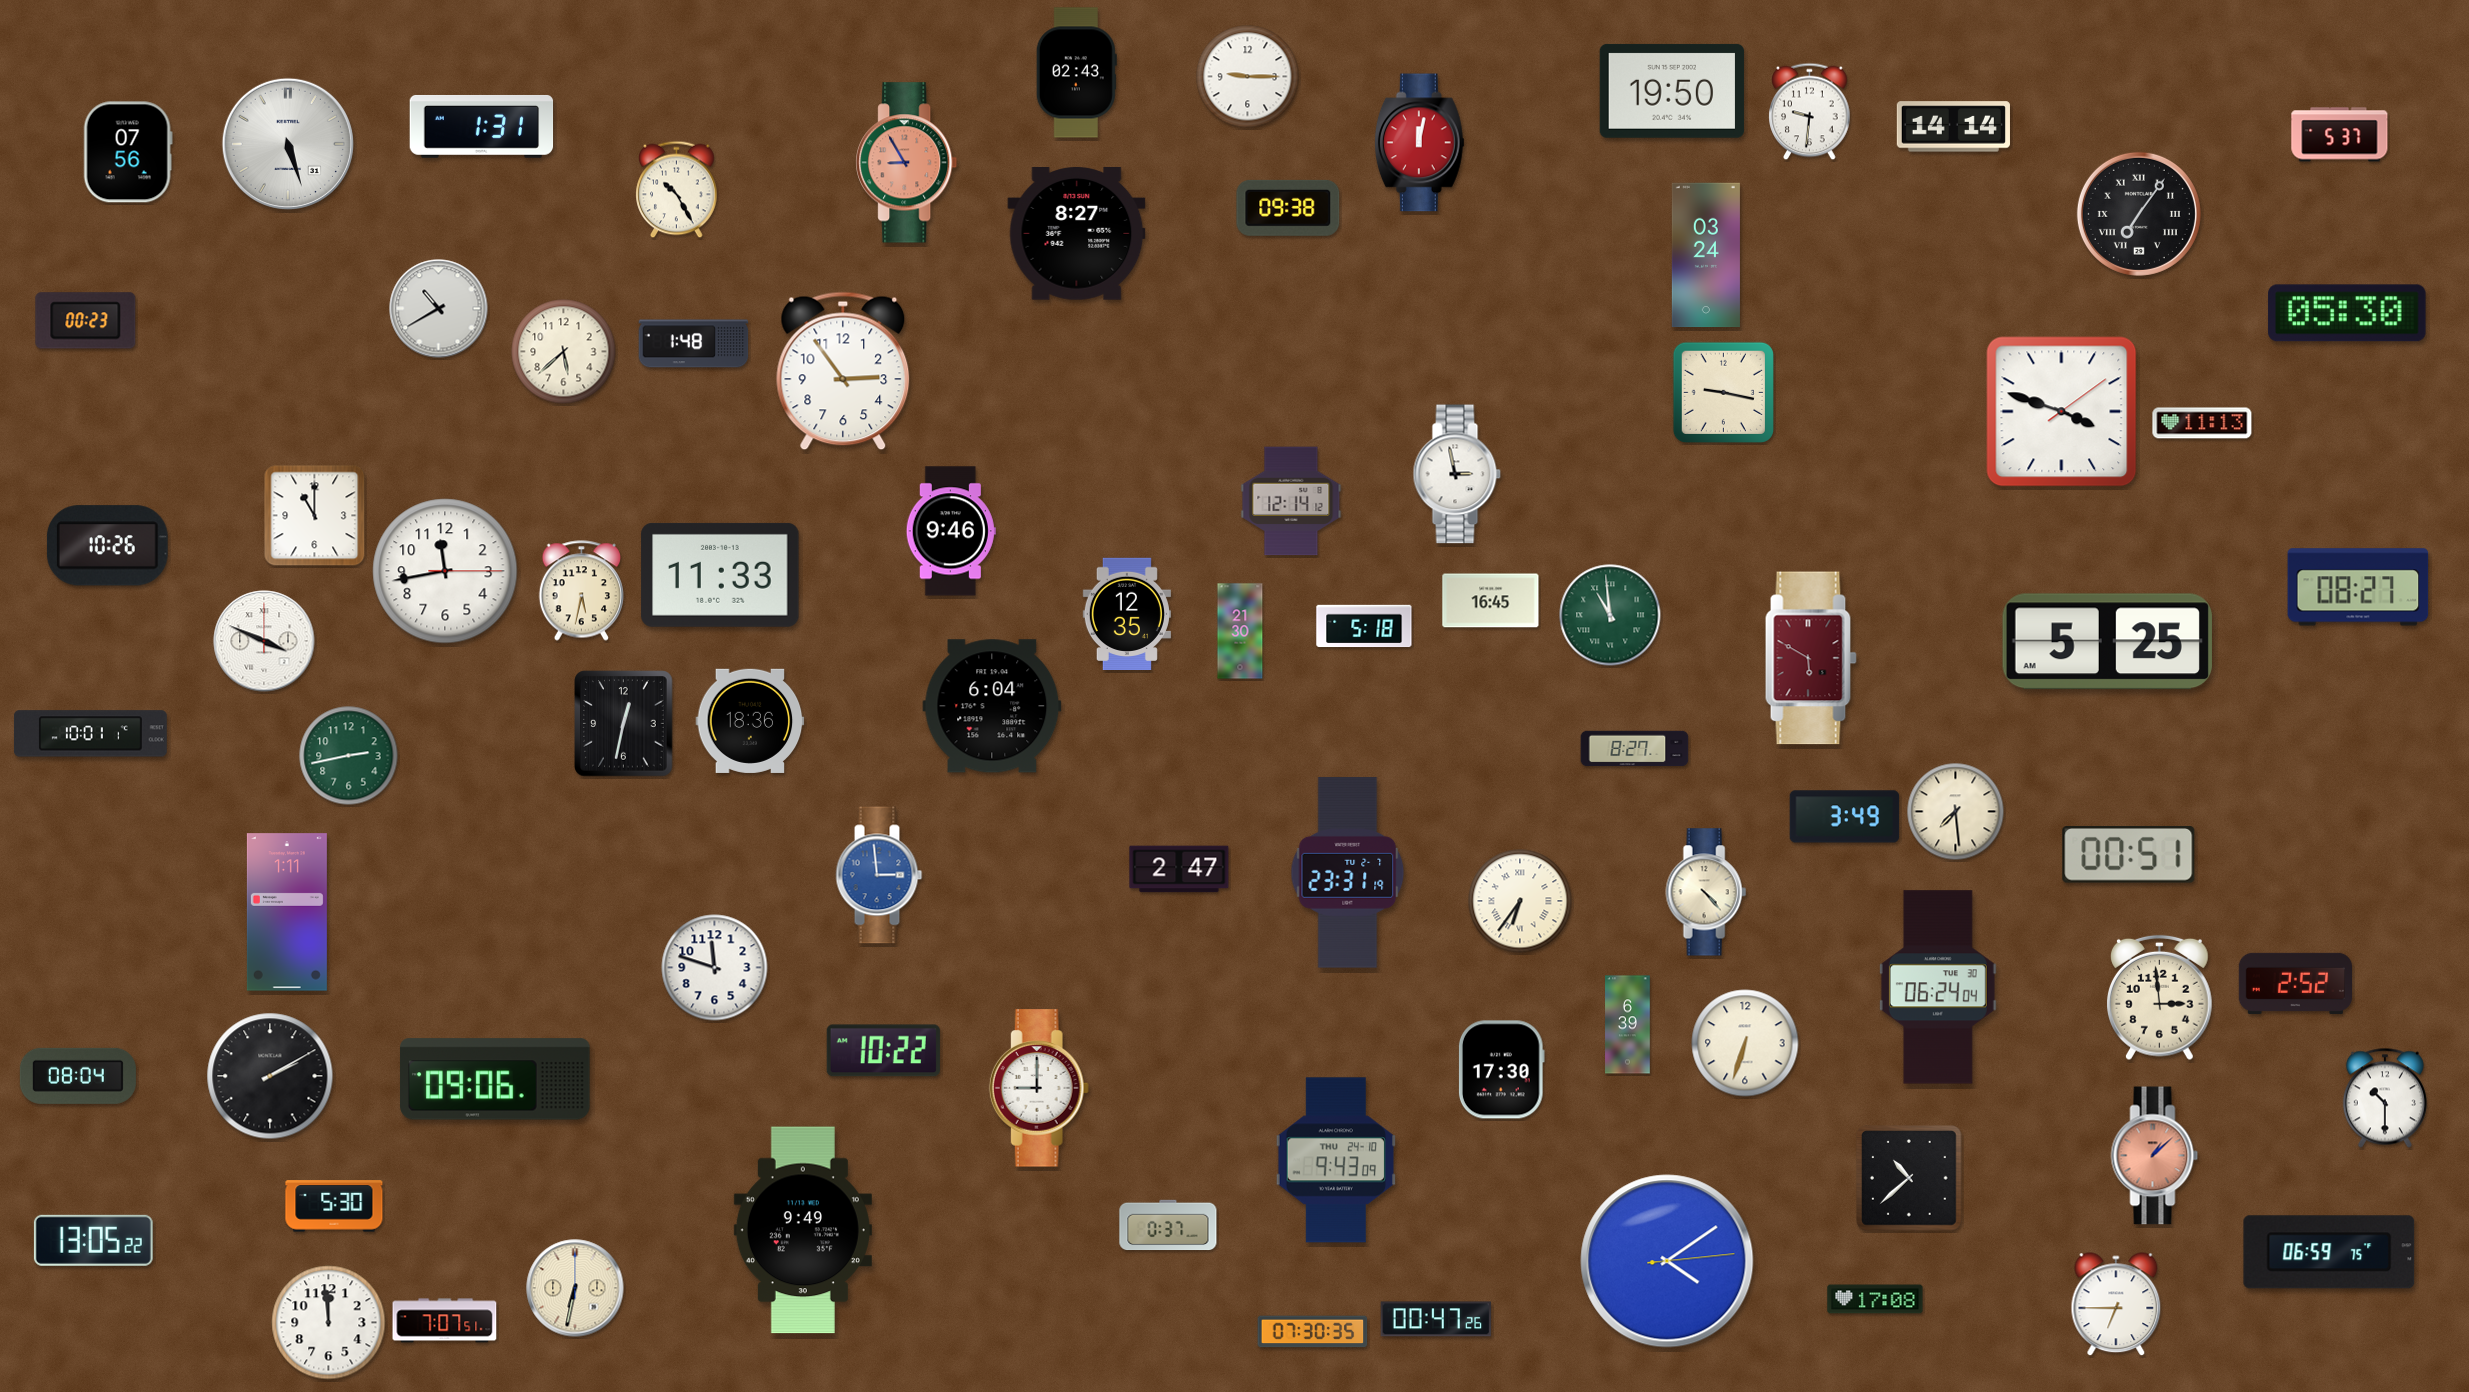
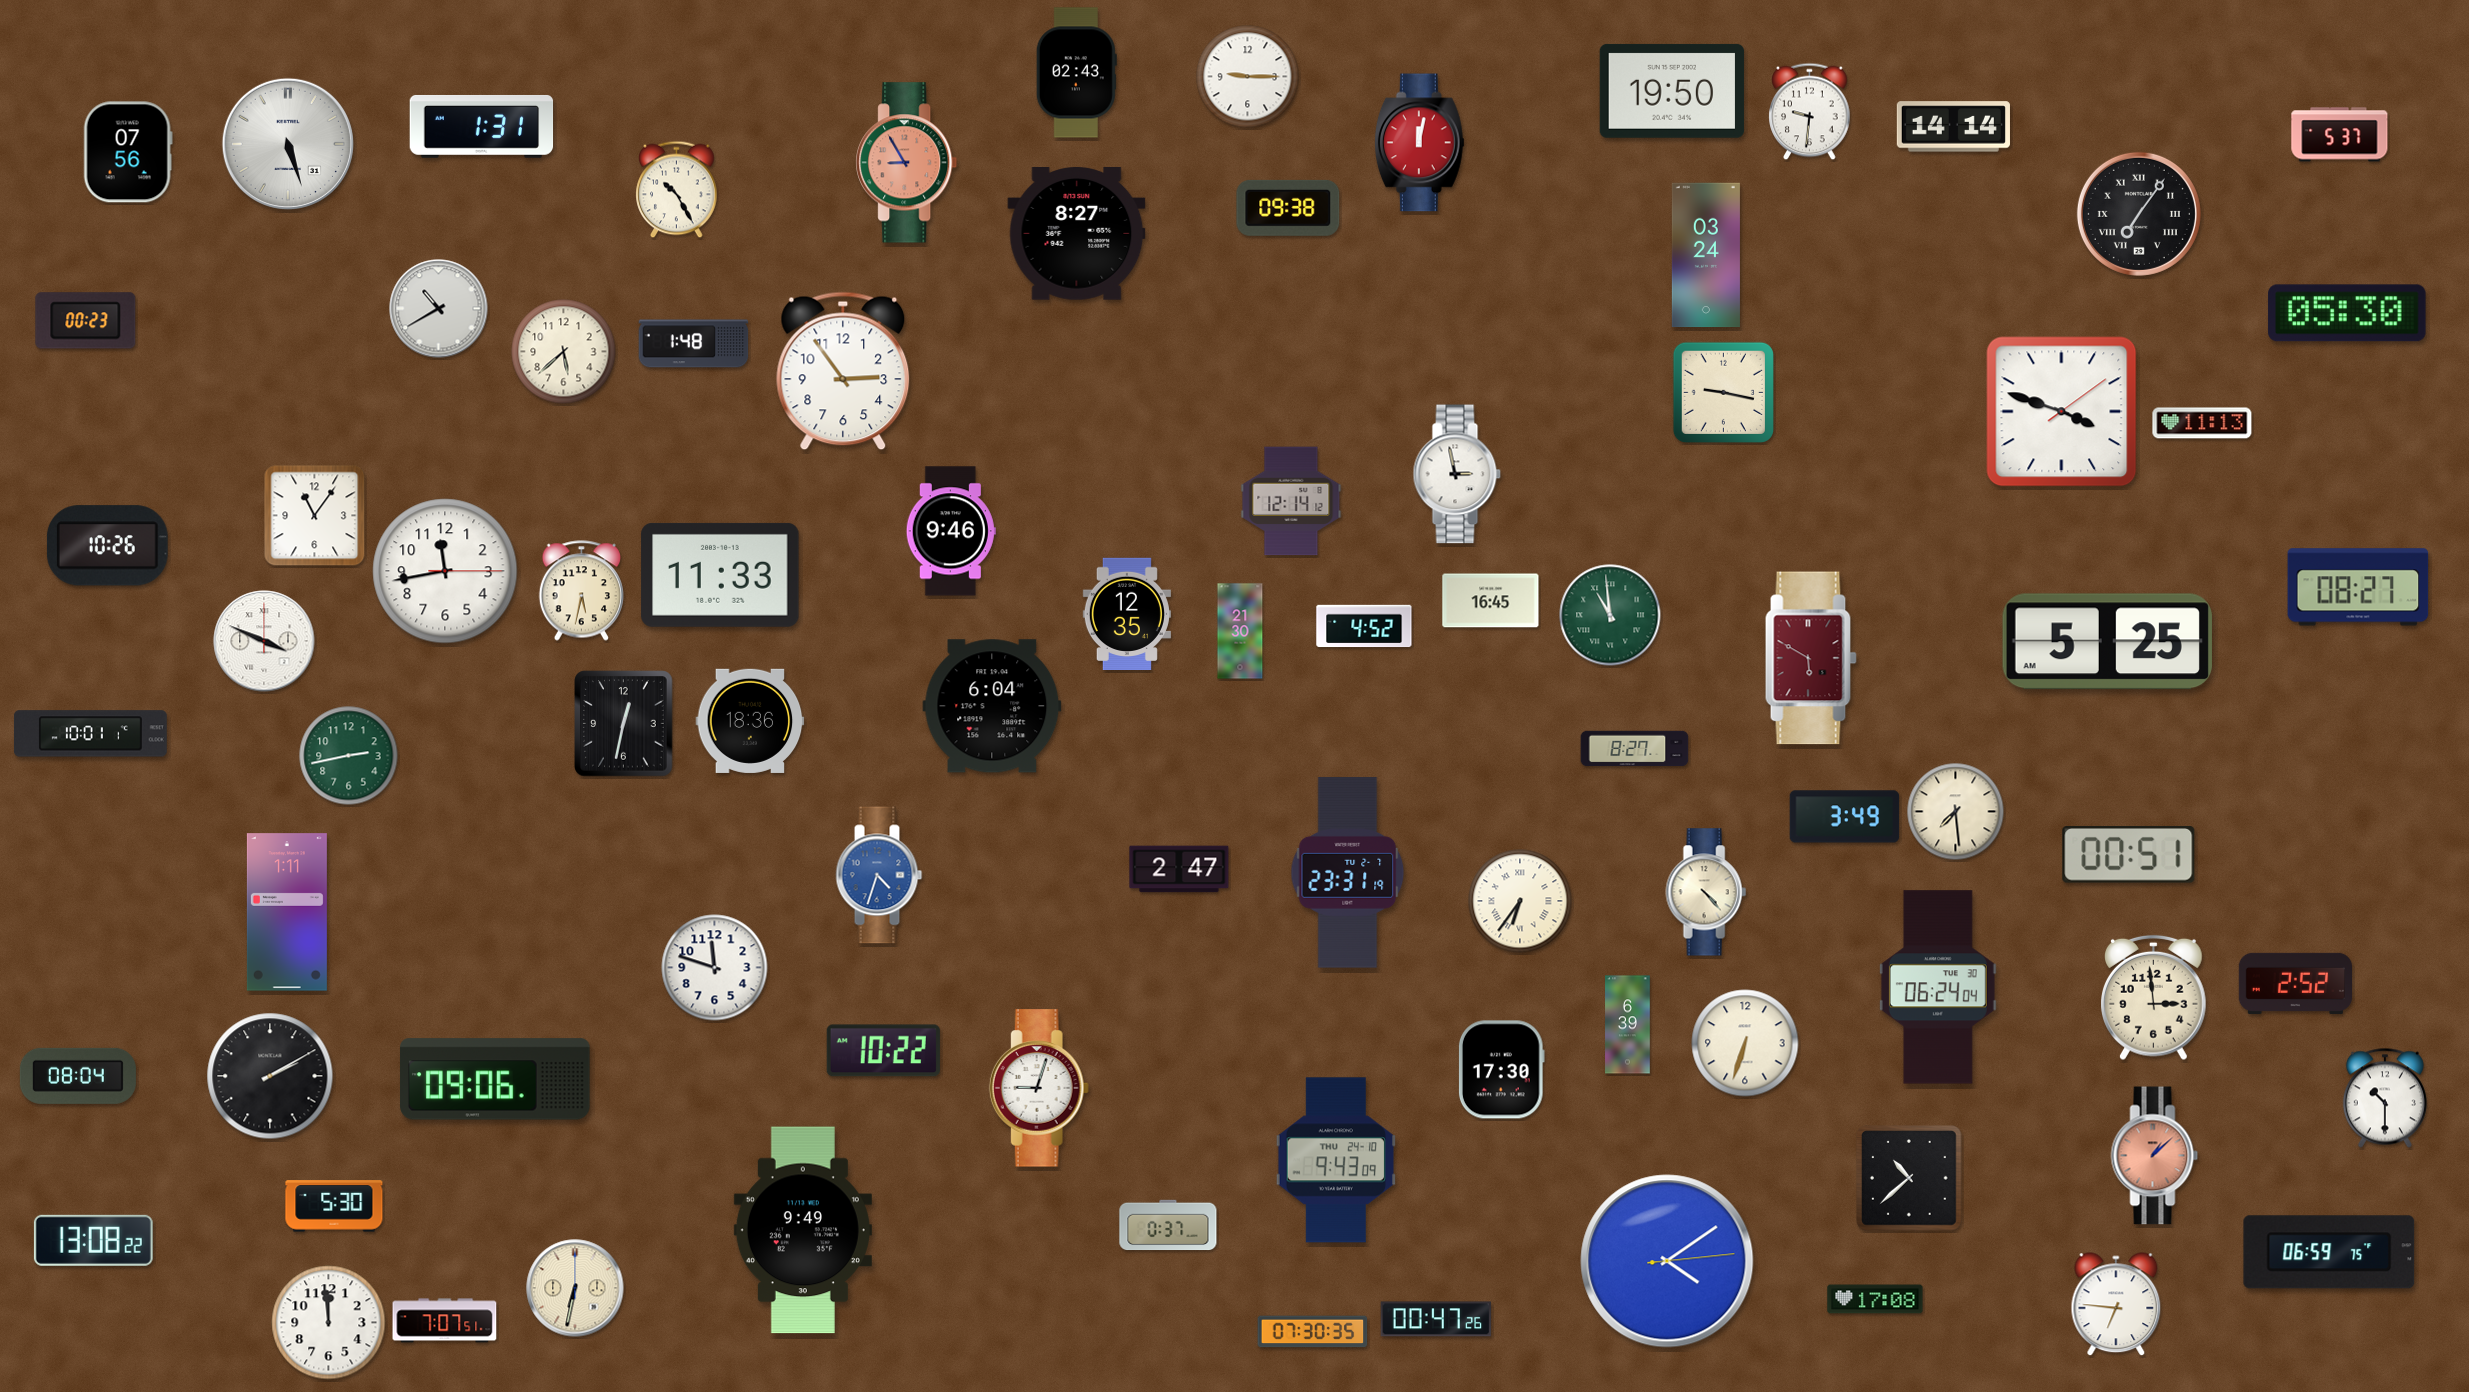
clock at (315, 516): 11:00 -> 11:06
clock at (1364, 626): 5:18 -> 4:52
clock at (879, 875): 2:59 -> 4:33
clock at (2160, 998) position: (2160, 998) -> (2154, 998)
clock at (1039, 1088): 9:00 -> 9:03
clock at (93, 1240): 13:05 -> 13:08
clock at (2116, 1305): 6:45 -> 6:46
